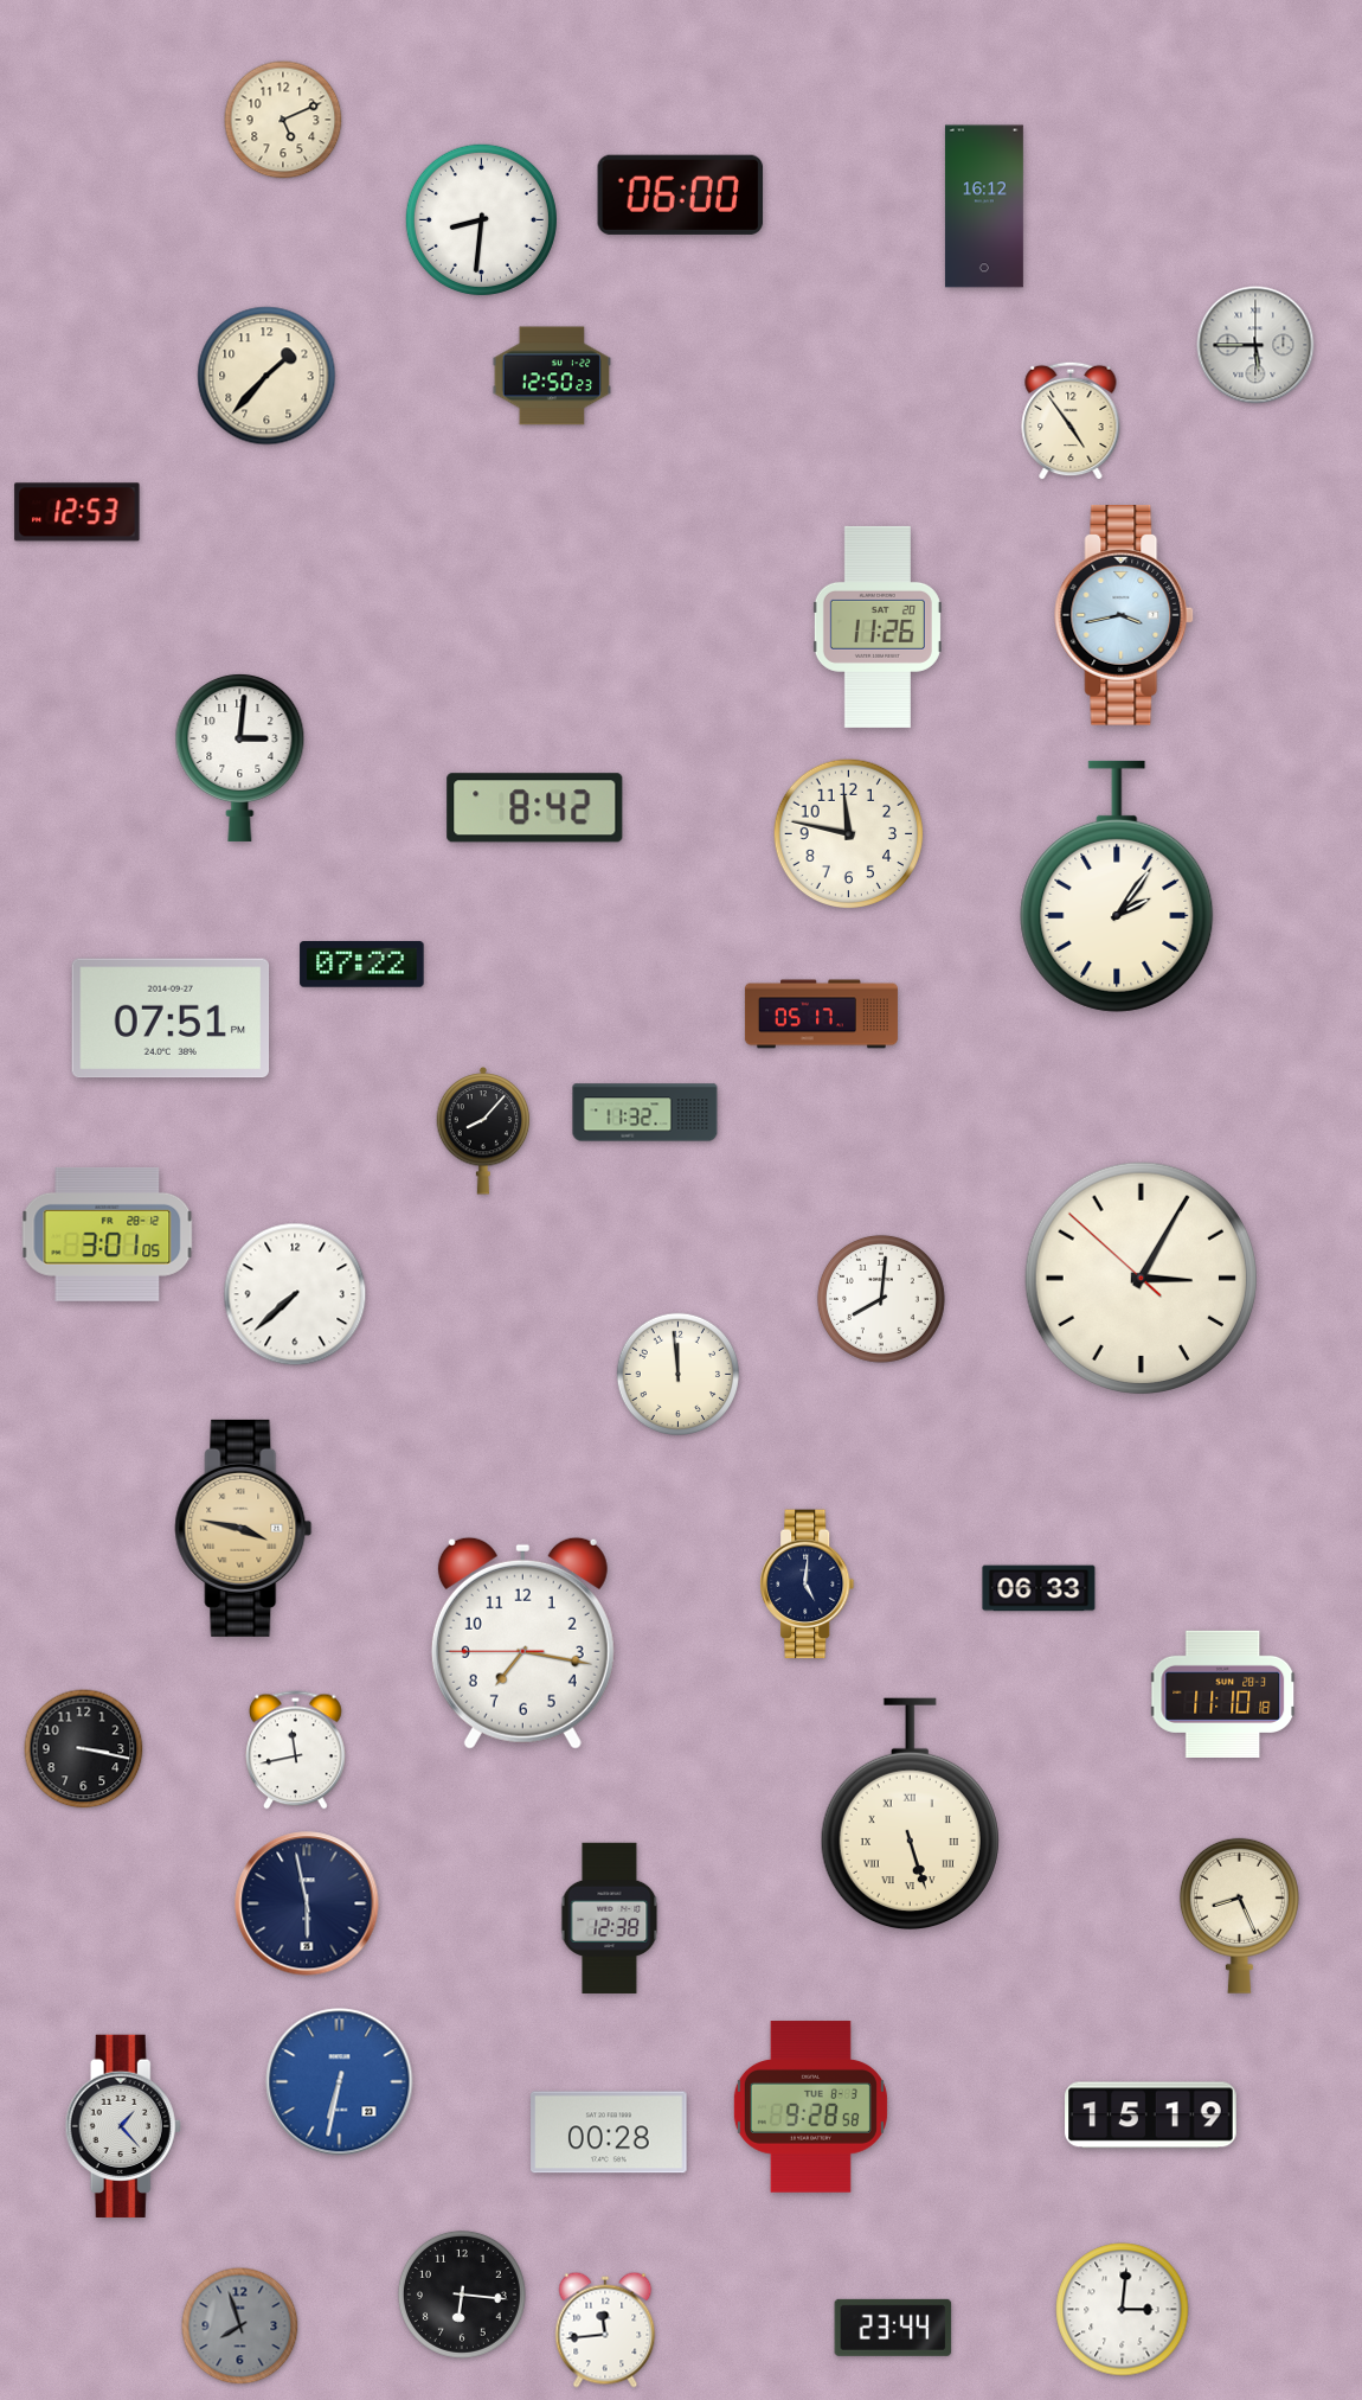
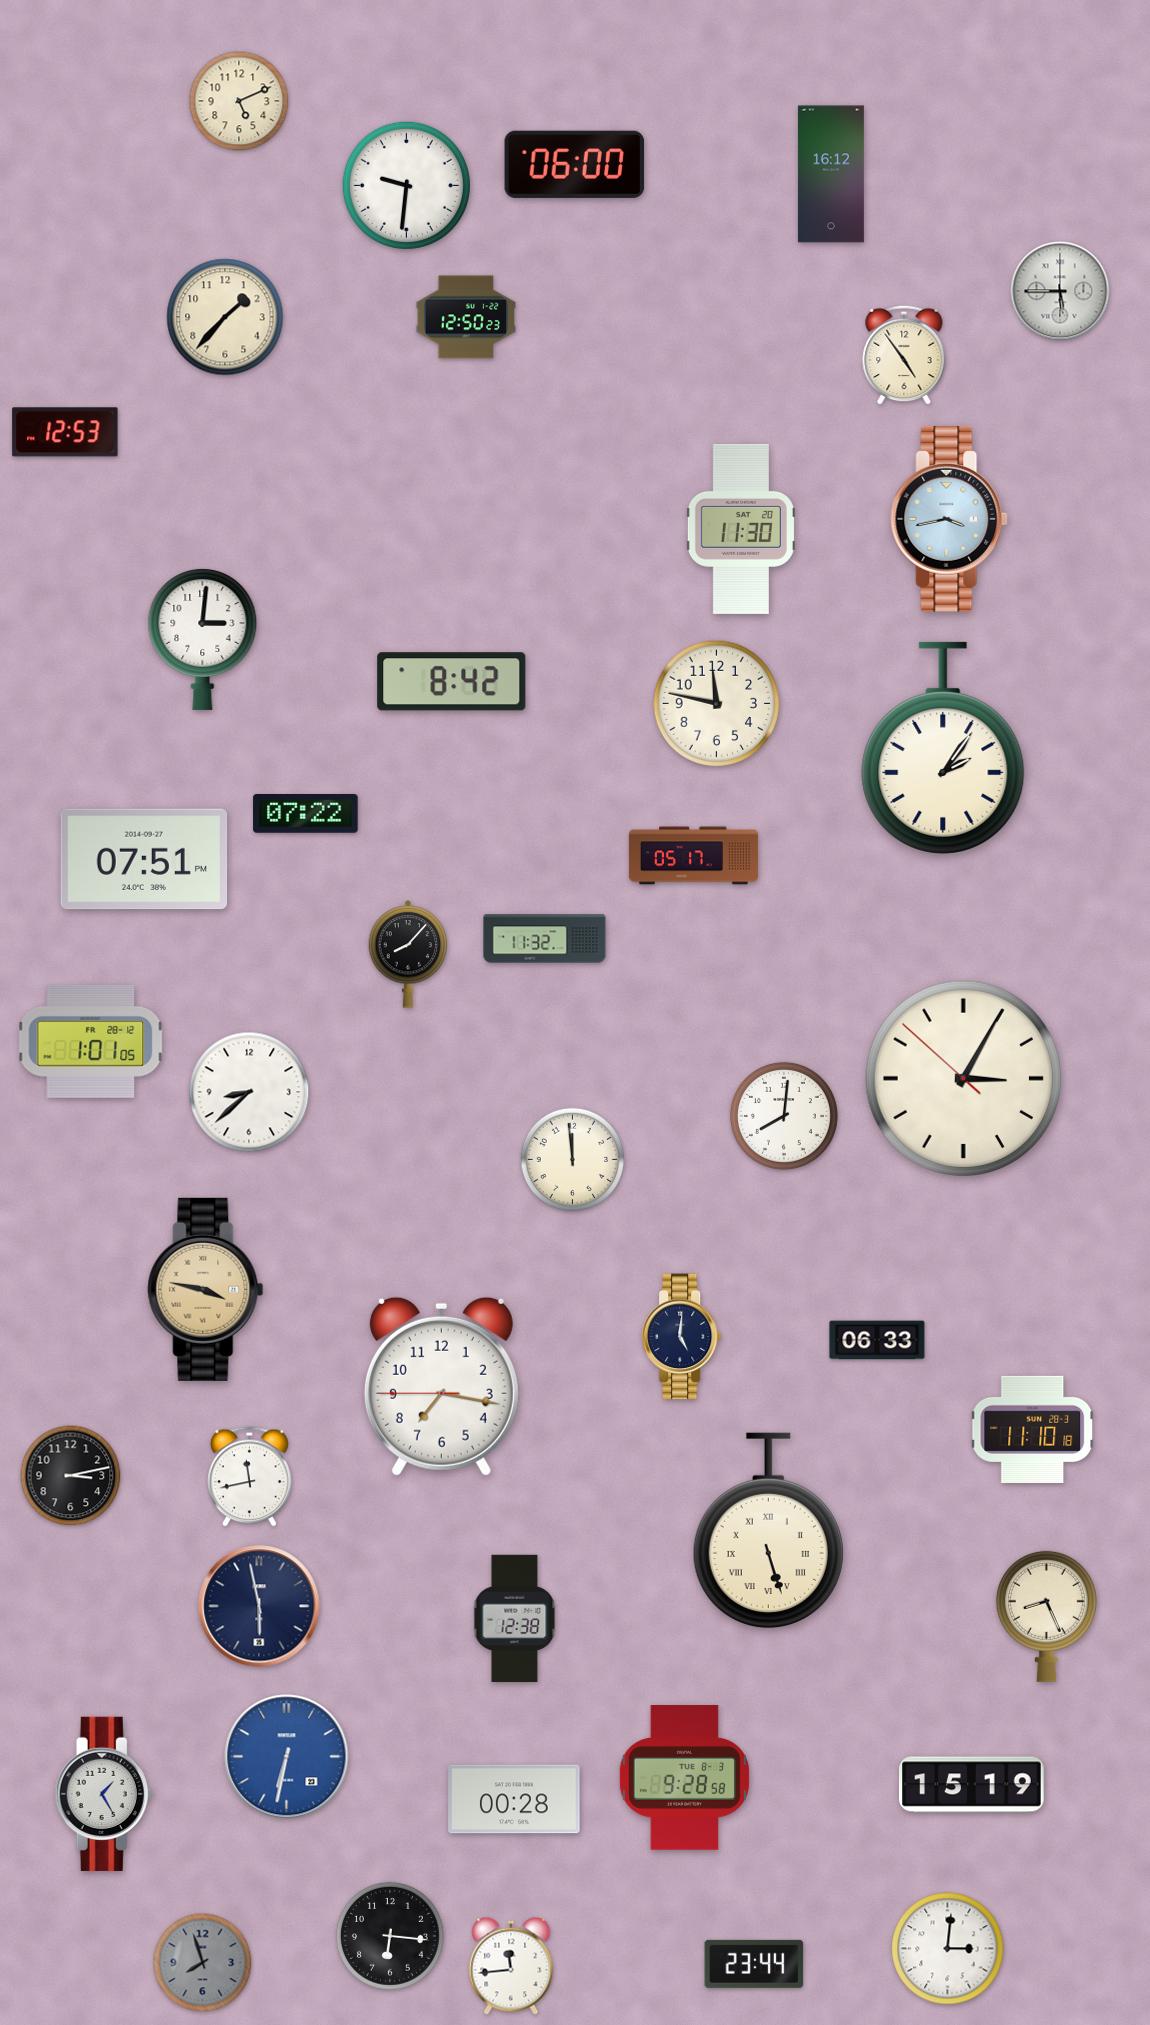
clock at (481, 219): 8:31 -> 9:31
clock at (878, 627): 11:26 -> 11:30
clock at (108, 1234): 3:01 -> 1:01
clock at (295, 1294): 7:38 -> 8:38
clock at (881, 1299) position: (881, 1299) -> (784, 1116)
clock at (84, 1749): 3:17 -> 3:13
clock at (123, 2126): 1:23 -> 1:25
